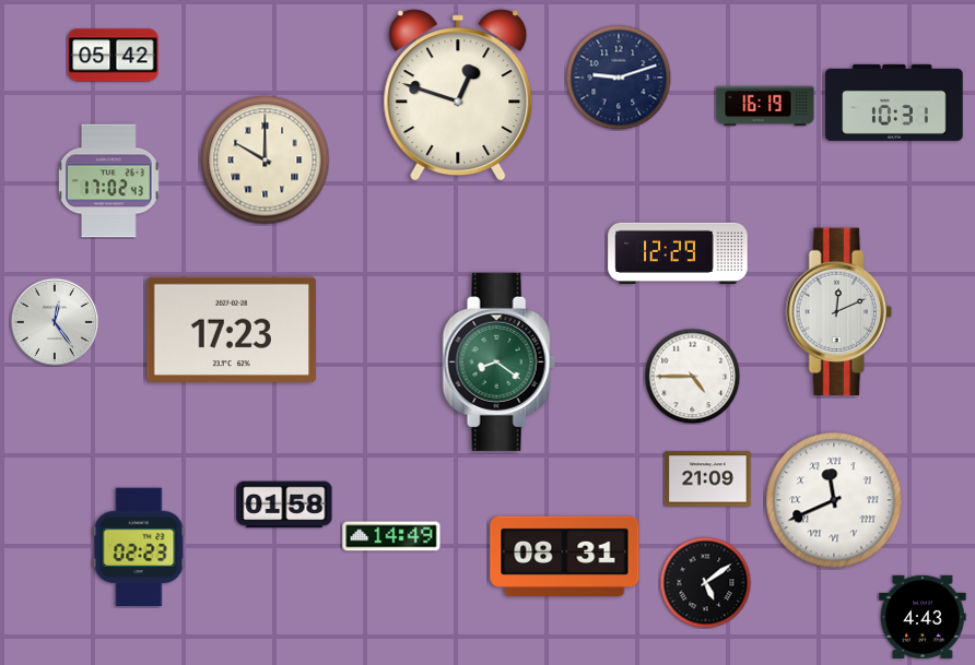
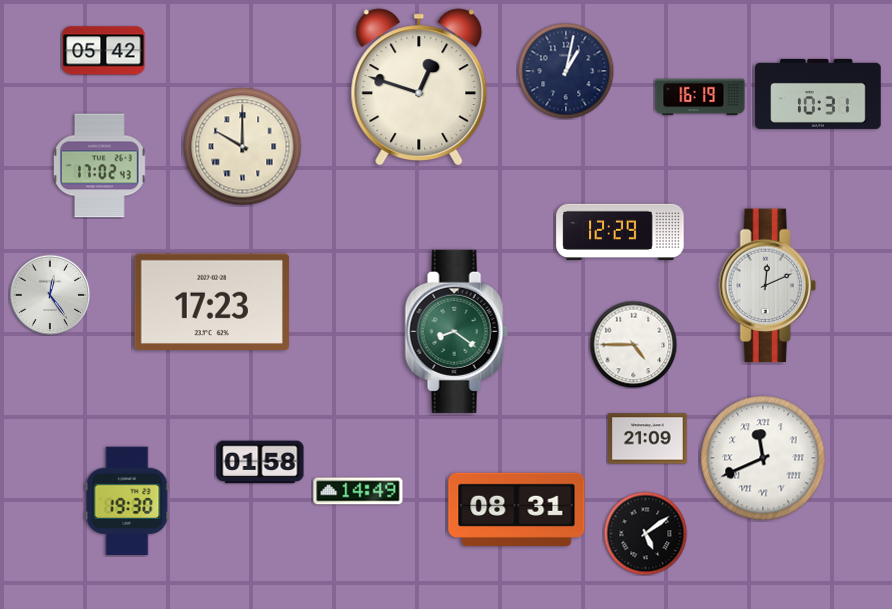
clock at (619, 78): 9:12 -> 1:02
clock at (139, 547): 02:23 -> 19:30
clock at (923, 617): 4:43 -> none
